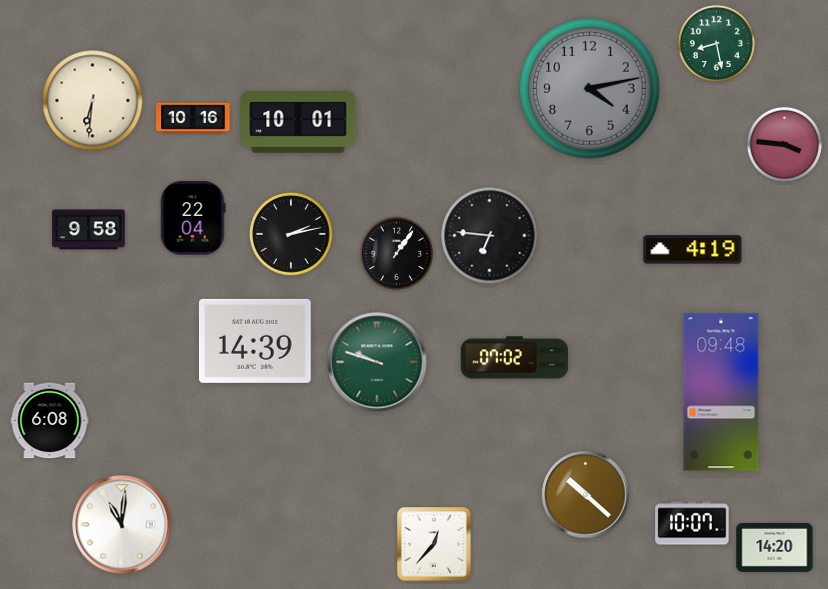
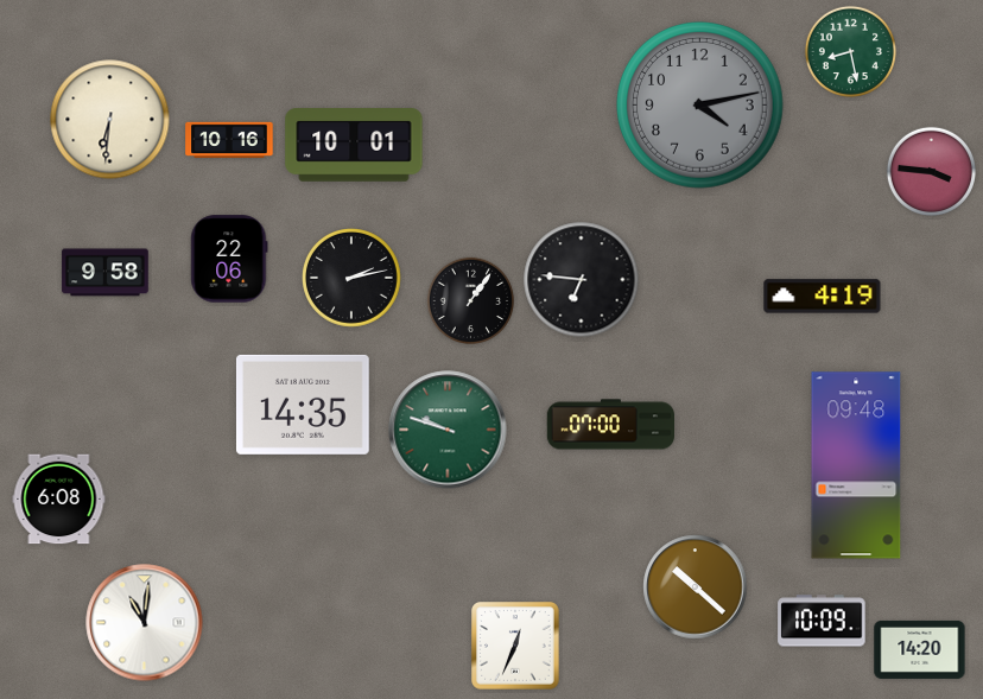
clock at (193, 218): 22:04 -> 22:06
clock at (292, 235) position: (292, 235) -> (353, 279)
clock at (255, 341): 14:39 -> 14:35
clock at (515, 358): 07:02 -> 07:00
clock at (692, 523): 10:07 -> 10:09
clock at (434, 544): 12:37 -> 12:34
